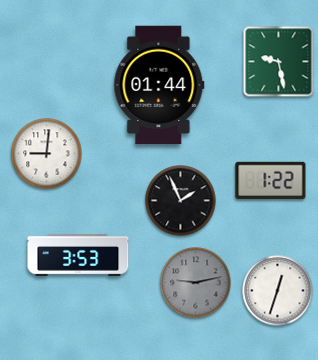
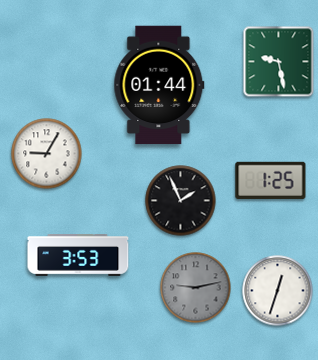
clock at (47, 154): 9:01 -> 9:05
clock at (271, 180): 1:22 -> 1:25
clock at (196, 283) position: (196, 283) -> (196, 288)
